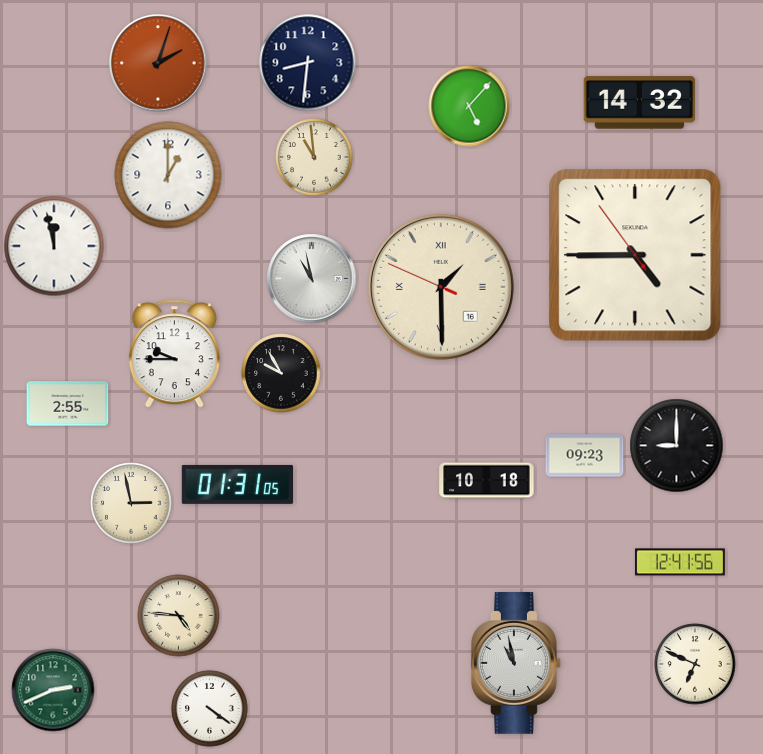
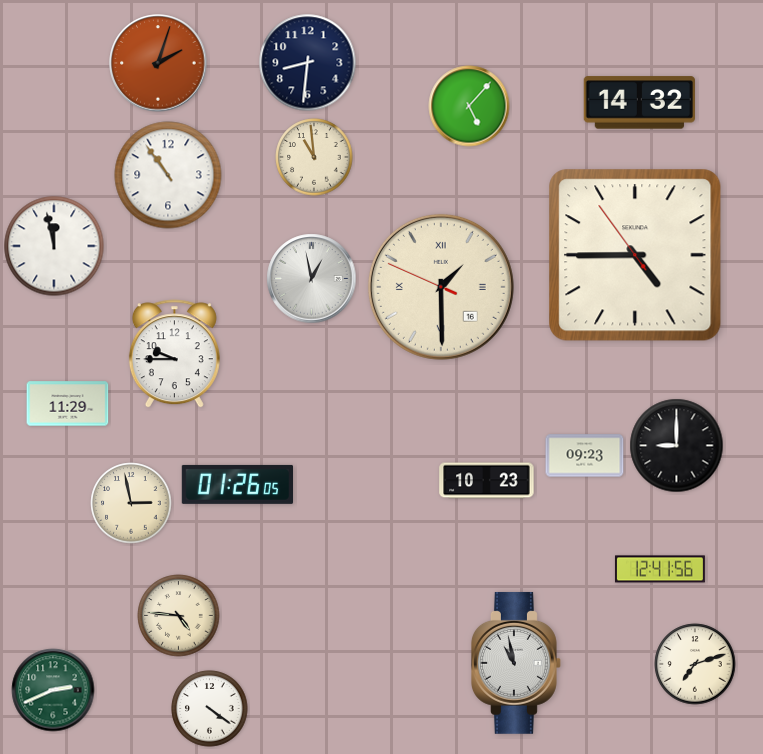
clock at (168, 175): 1:00 -> 10:54
clock at (312, 279): 10:58 -> 12:58
clock at (281, 373): 9:55 -> none
clock at (68, 404): 2:55 -> 11:29
clock at (487, 481): 10:18 -> 10:23
clock at (237, 484): 01:31 -> 01:26
clock at (680, 562) position: (680, 562) -> (660, 569)
clock at (695, 664): 6:49 -> 7:12
